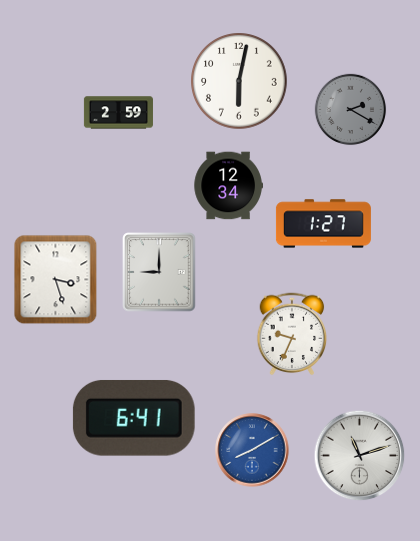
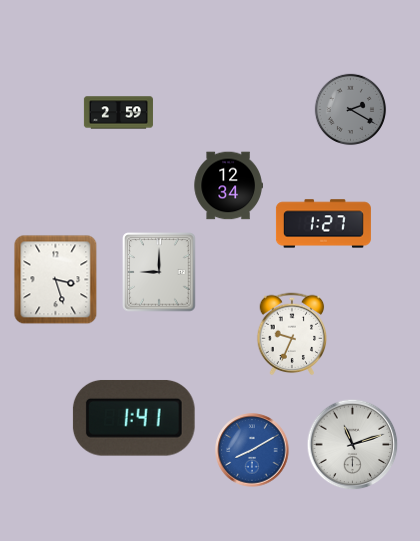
clock at (240, 82): 6:02 -> none
clock at (134, 418): 6:41 -> 1:41
clock at (360, 456) position: (360, 456) -> (353, 445)
